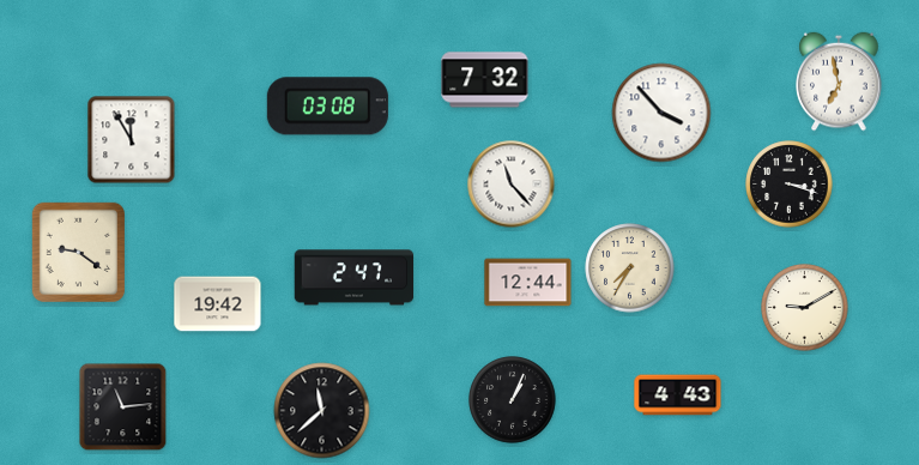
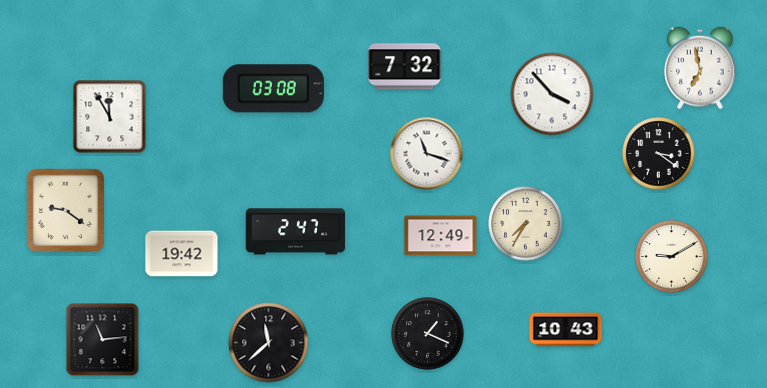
clock at (512, 185): 11:23 -> 11:18
clock at (790, 185): 3:18 -> 3:21
clock at (528, 283): 12:44 -> 12:49
clock at (678, 395): 4:43 -> 10:43
clock at (513, 400): 1:04 -> 1:19
